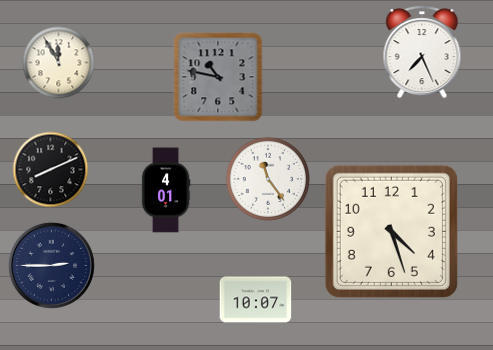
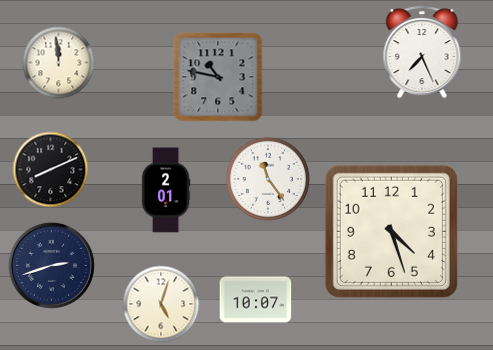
clock at (59, 63): 11:55 -> 11:59
clock at (166, 190): 4:01 -> 2:01
clock at (51, 265): 2:45 -> 2:42
clock at (161, 304): none -> 5:03
